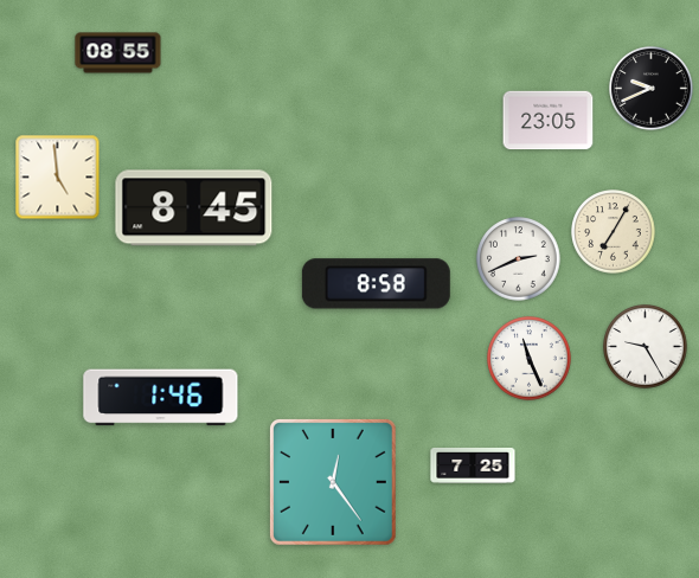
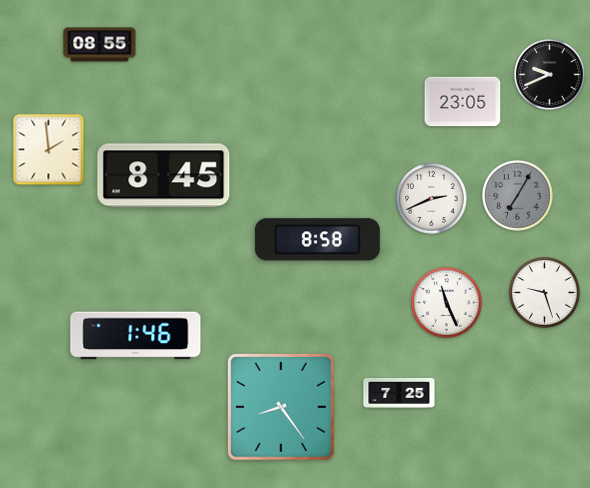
clock at (58, 178): 4:59 -> 1:59
clock at (614, 232) dial: cream -> grey
clock at (519, 259) position: (519, 259) -> (432, 199)
clock at (646, 347): 9:25 -> 9:27
clock at (333, 482): 12:24 -> 8:24
